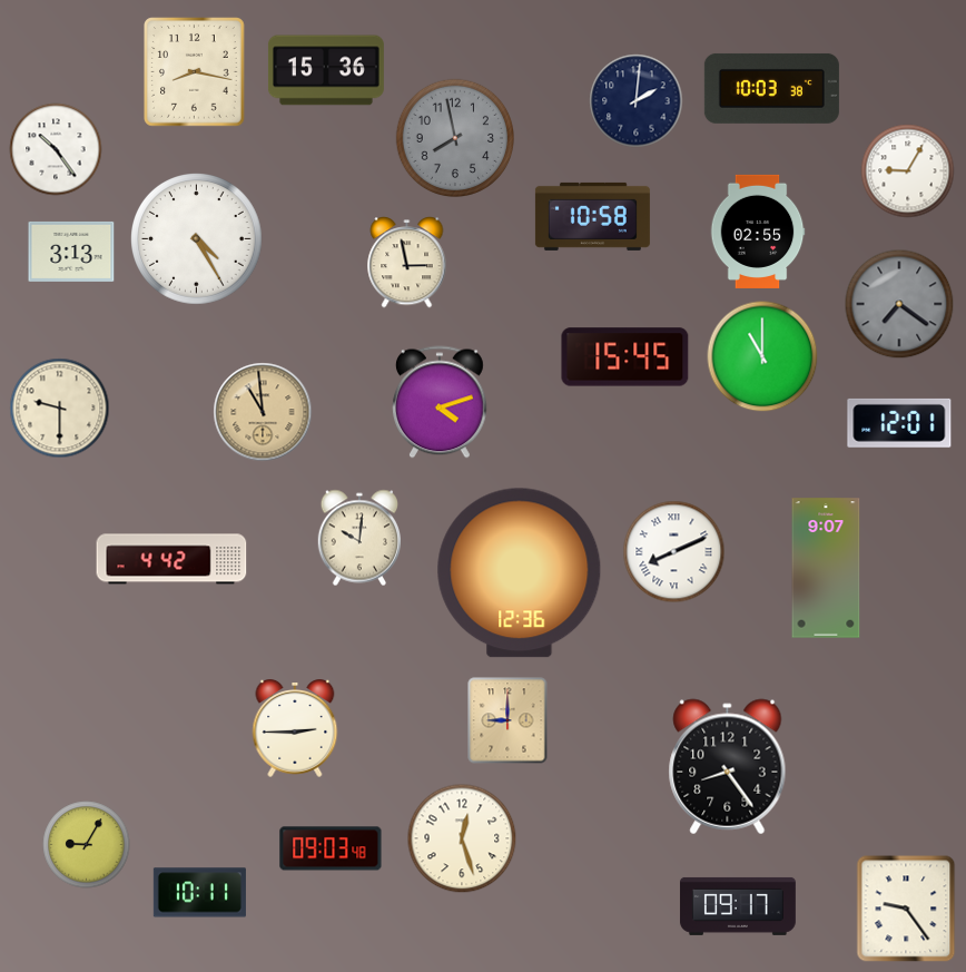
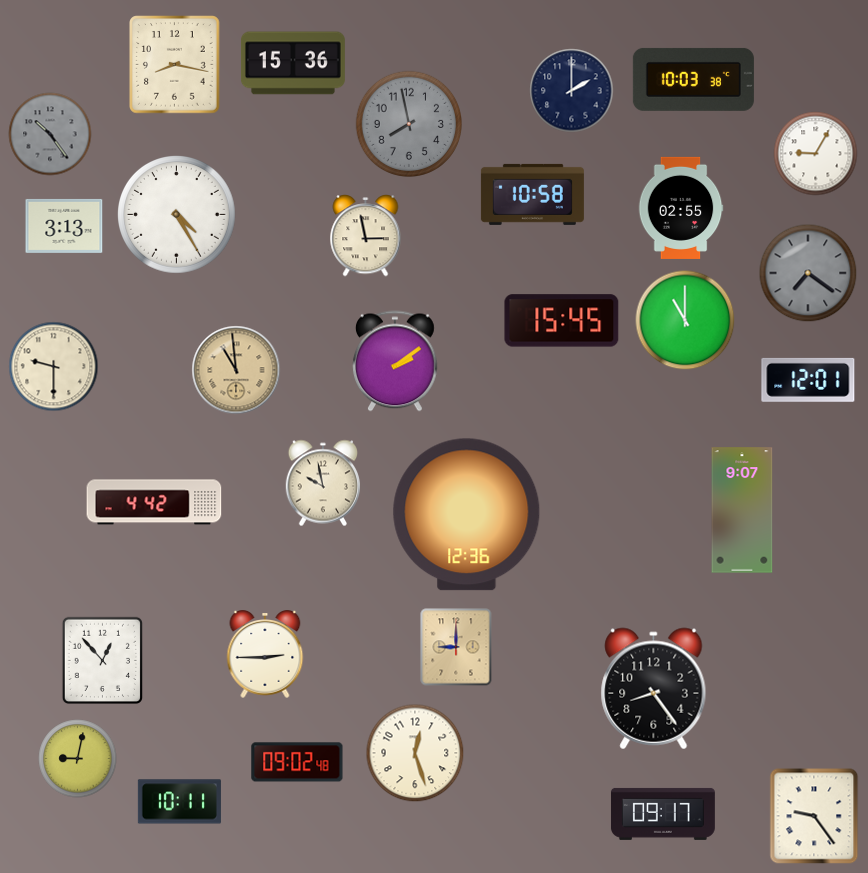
clock at (637, 101): 2:01 -> 2:00
clock at (56, 149) dial: white -> grey
clock at (440, 402): 4:12 -> 2:09
clock at (359, 538): 10:01 -> 9:58
clock at (674, 552): 8:11 -> none
clock at (102, 660): none -> 12:53
clock at (87, 845): 9:05 -> 9:02
clock at (331, 848): 09:03 -> 09:02
